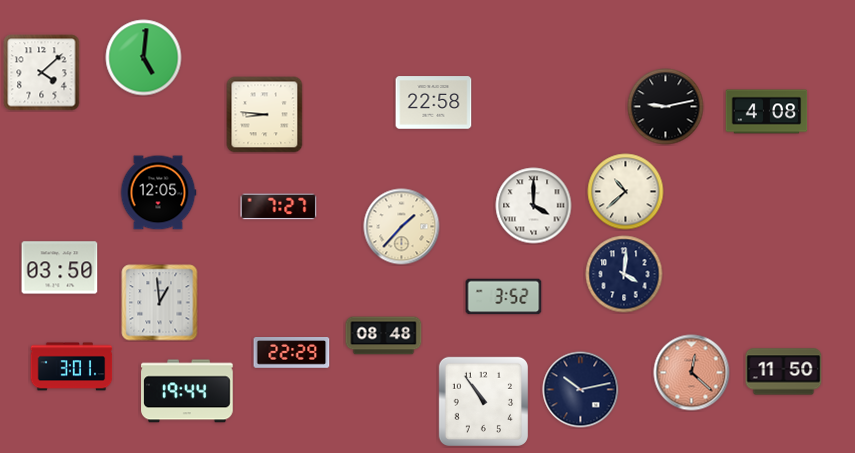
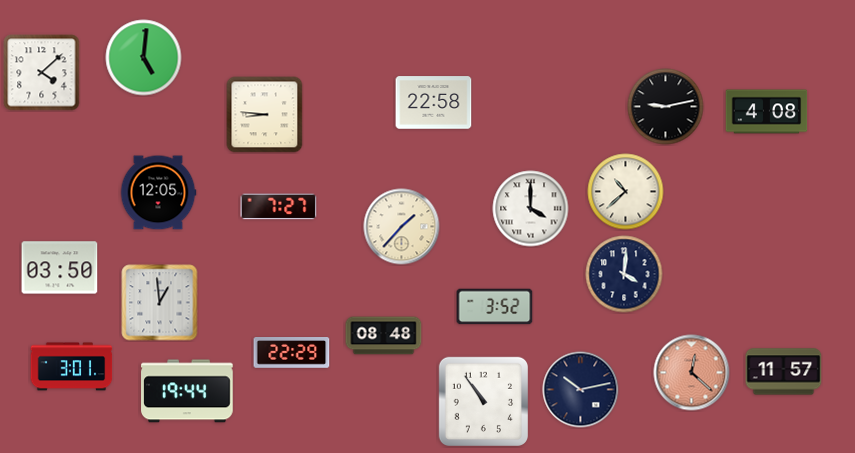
clock at (534, 206) position: (534, 206) -> (531, 209)
clock at (504, 297) position: (504, 297) -> (495, 307)
clock at (784, 372): 11:50 -> 11:57
